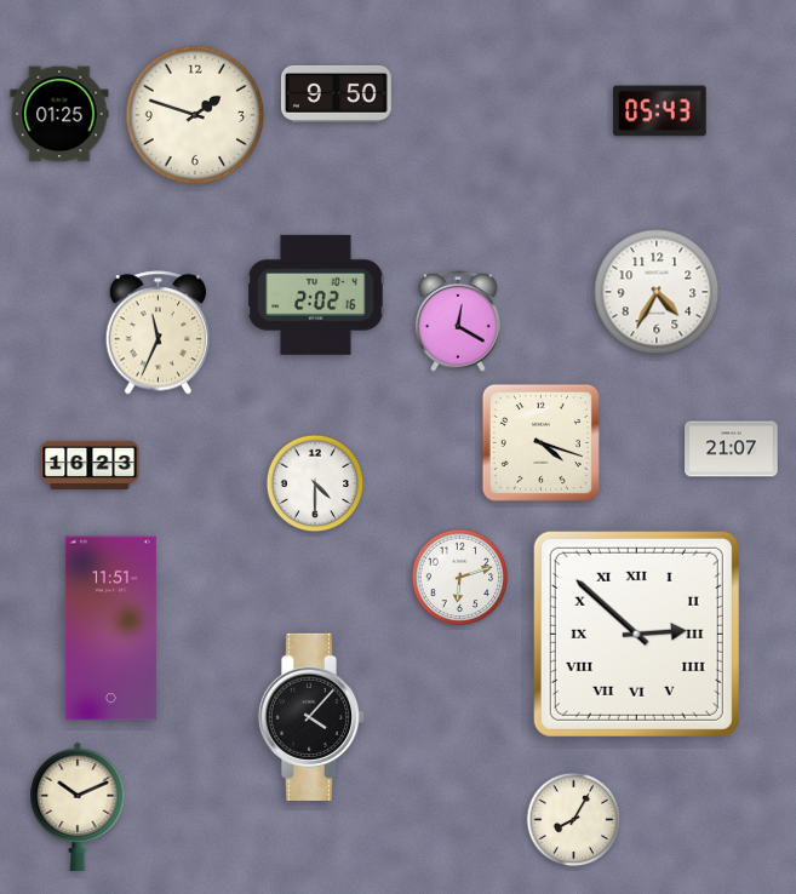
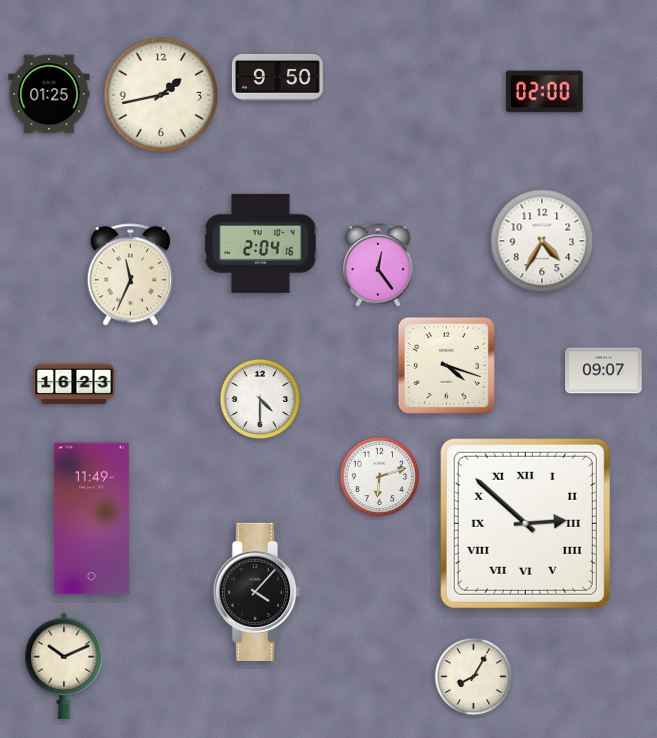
clock at (660, 111): 05:43 -> 02:00
clock at (195, 115): 1:48 -> 1:43
clock at (316, 294): 2:02 -> 2:04
clock at (458, 322): 12:20 -> 12:24
clock at (732, 449): 21:07 -> 09:07
clock at (110, 629): 11:51 -> 11:49
